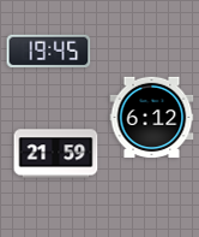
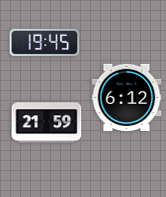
clock at (49, 52) position: (49, 52) -> (45, 43)
clock at (56, 154) position: (56, 154) -> (47, 123)
